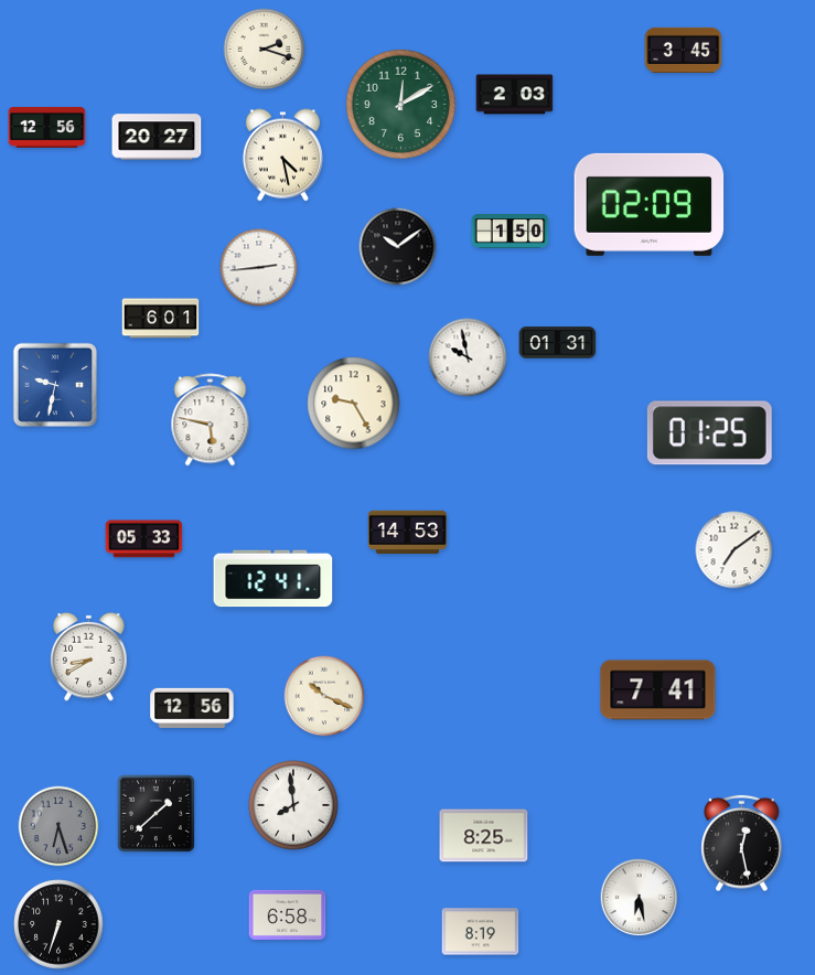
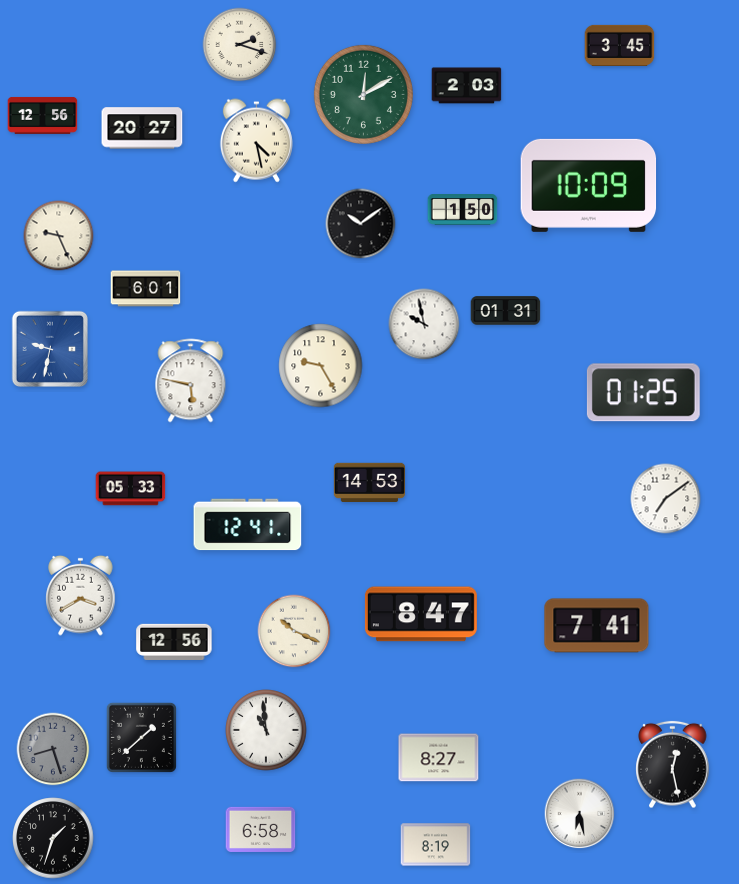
clock at (157, 137) position: (157, 137) -> (142, 128)
clock at (650, 204): 02:09 -> 10:09
clock at (59, 236): none -> 9:26
clock at (259, 268): 2:44 -> none
clock at (89, 656): 8:40 -> 3:40
clock at (421, 614): none -> 8:47
clock at (293, 805): 7:59 -> 10:59
clock at (58, 826): 6:27 -> 8:27
clock at (484, 836): 8:25 -> 8:27
clock at (58, 924): 6:33 -> 1:33
